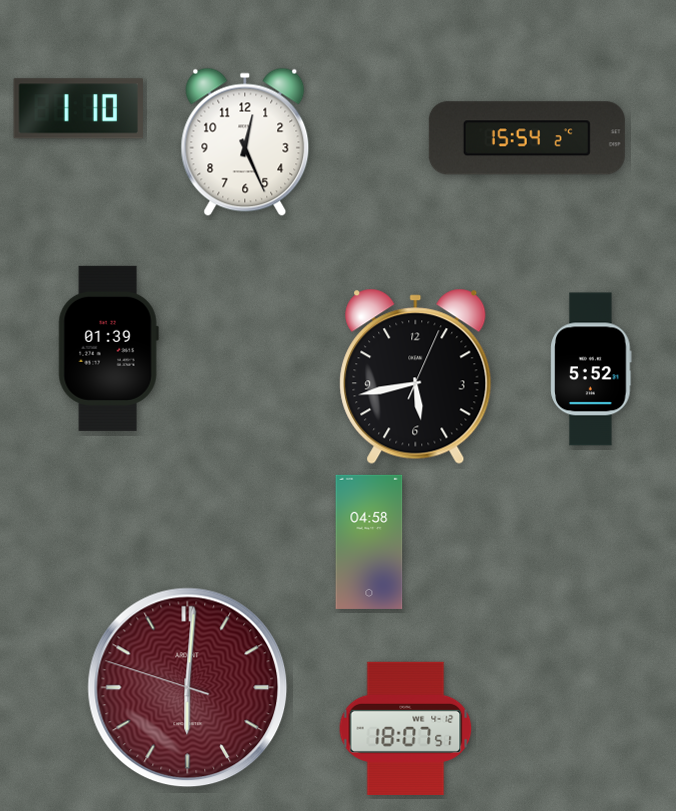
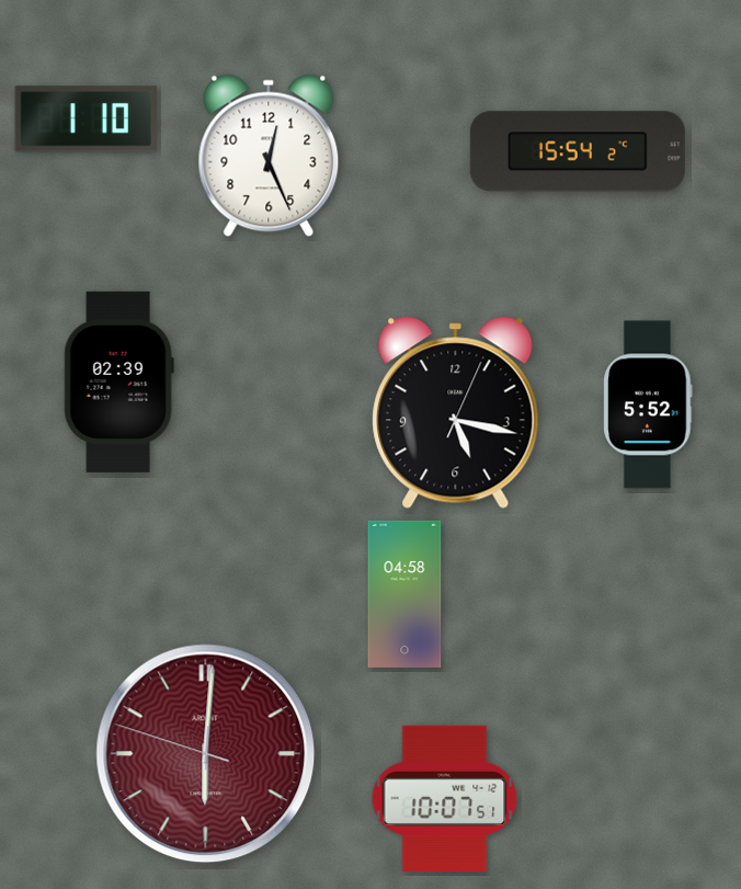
clock at (108, 348): 01:39 -> 02:39
clock at (416, 376): 5:43 -> 5:17
clock at (406, 728): 18:07 -> 10:07
